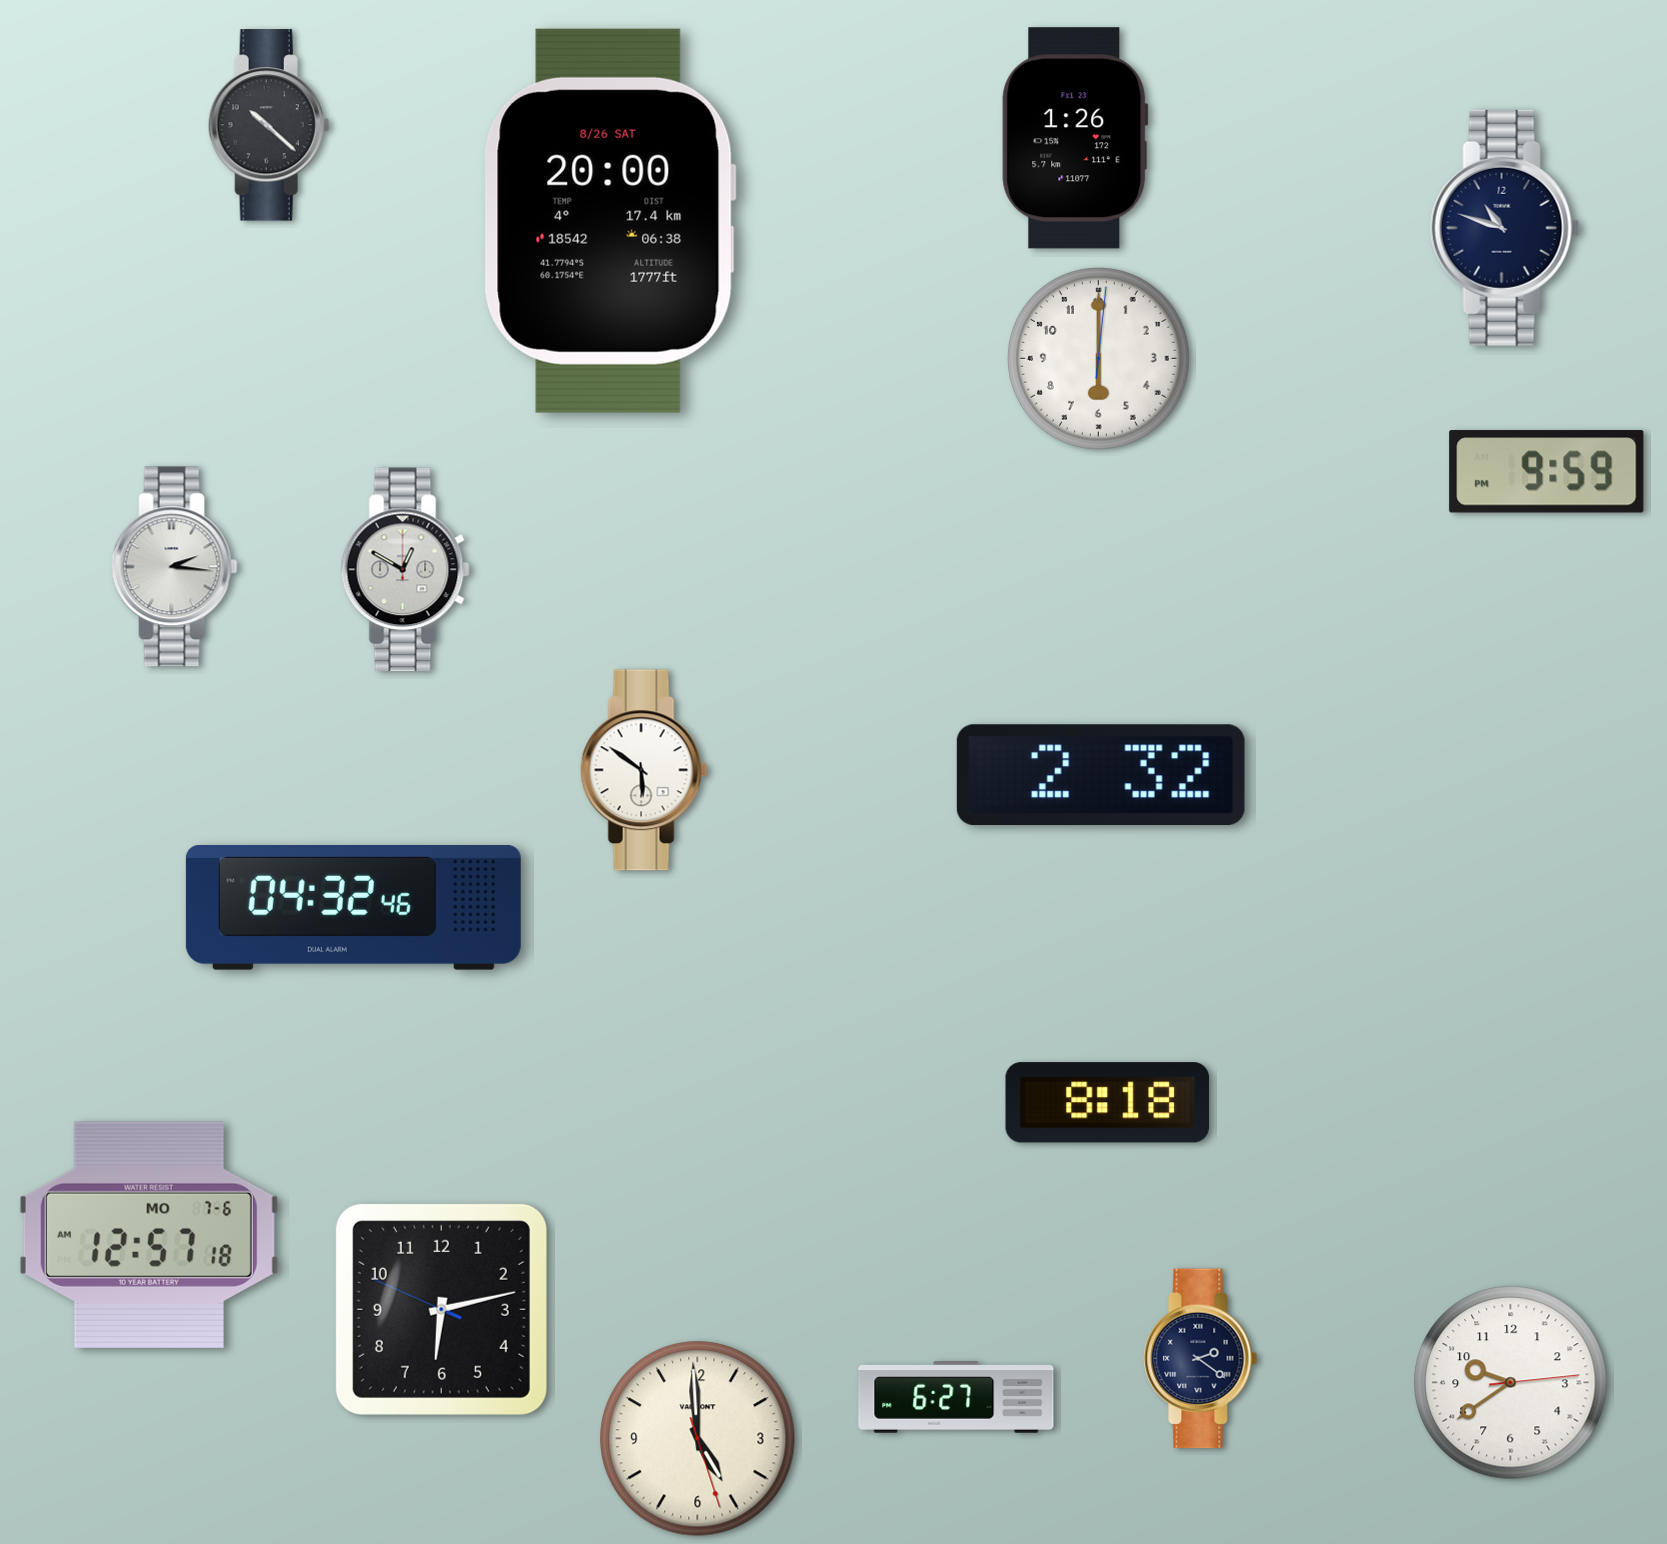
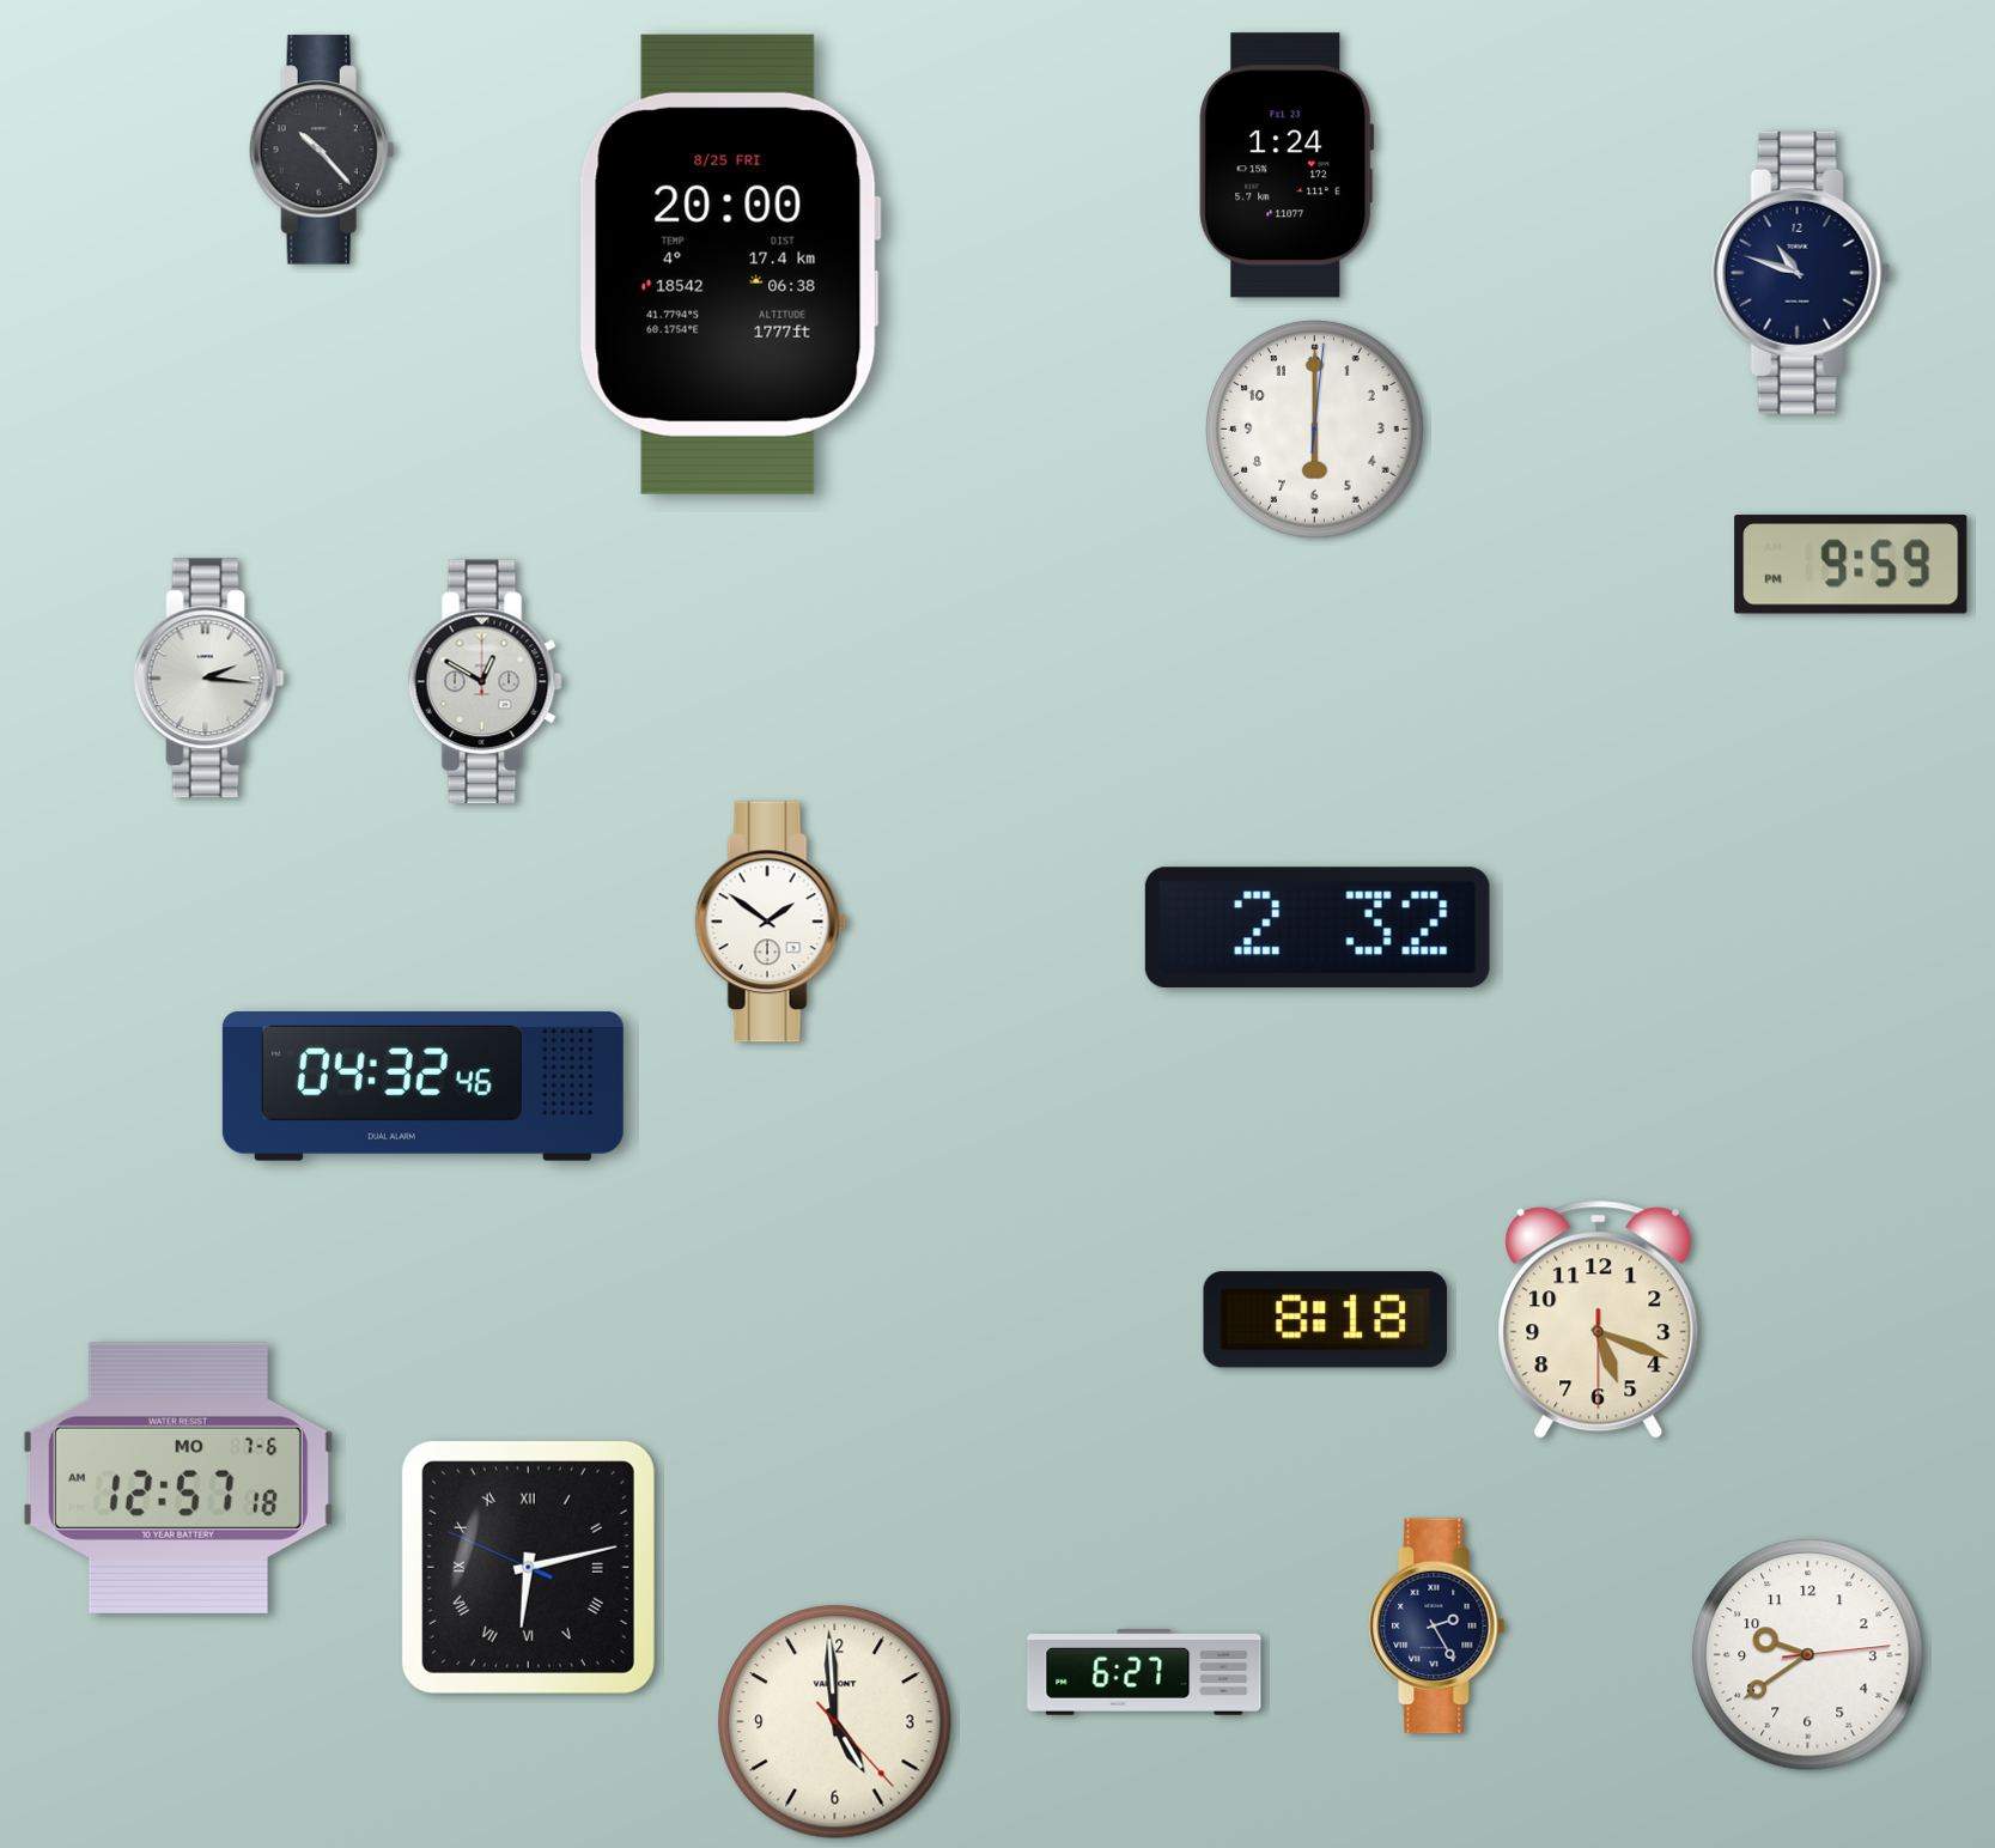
clock at (269, 125): 10:22 -> 10:23
clock at (1075, 138): 1:26 -> 1:24
clock at (610, 221) date: 8/26 SAT -> 8/25 FRI
clock at (644, 770): 5:51 -> 1:51
clock at (1599, 1319): none -> 5:18
clock at (441, 1309) numerals: Arabic -> Roman
clock at (1201, 1359): 2:21 -> 2:25
clock at (698, 1439): 4:59:27 -> 4:59:23
